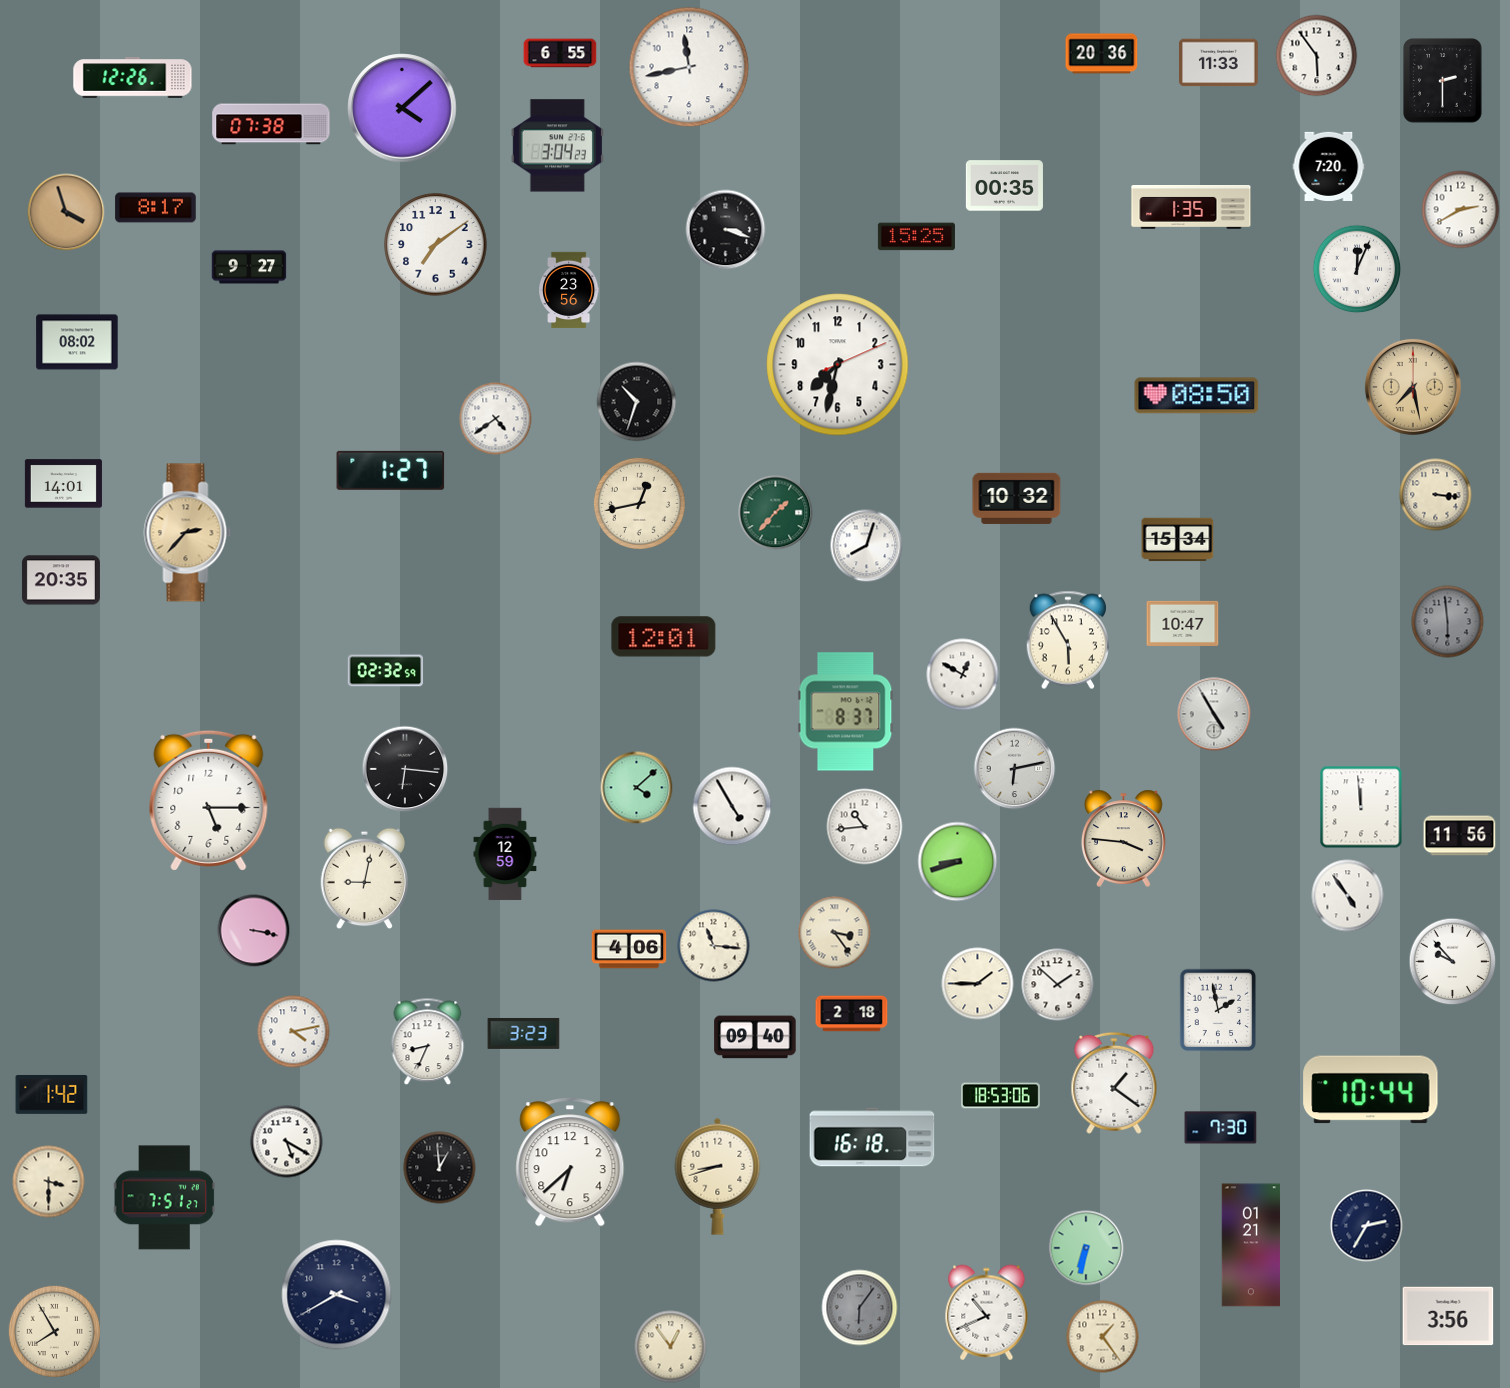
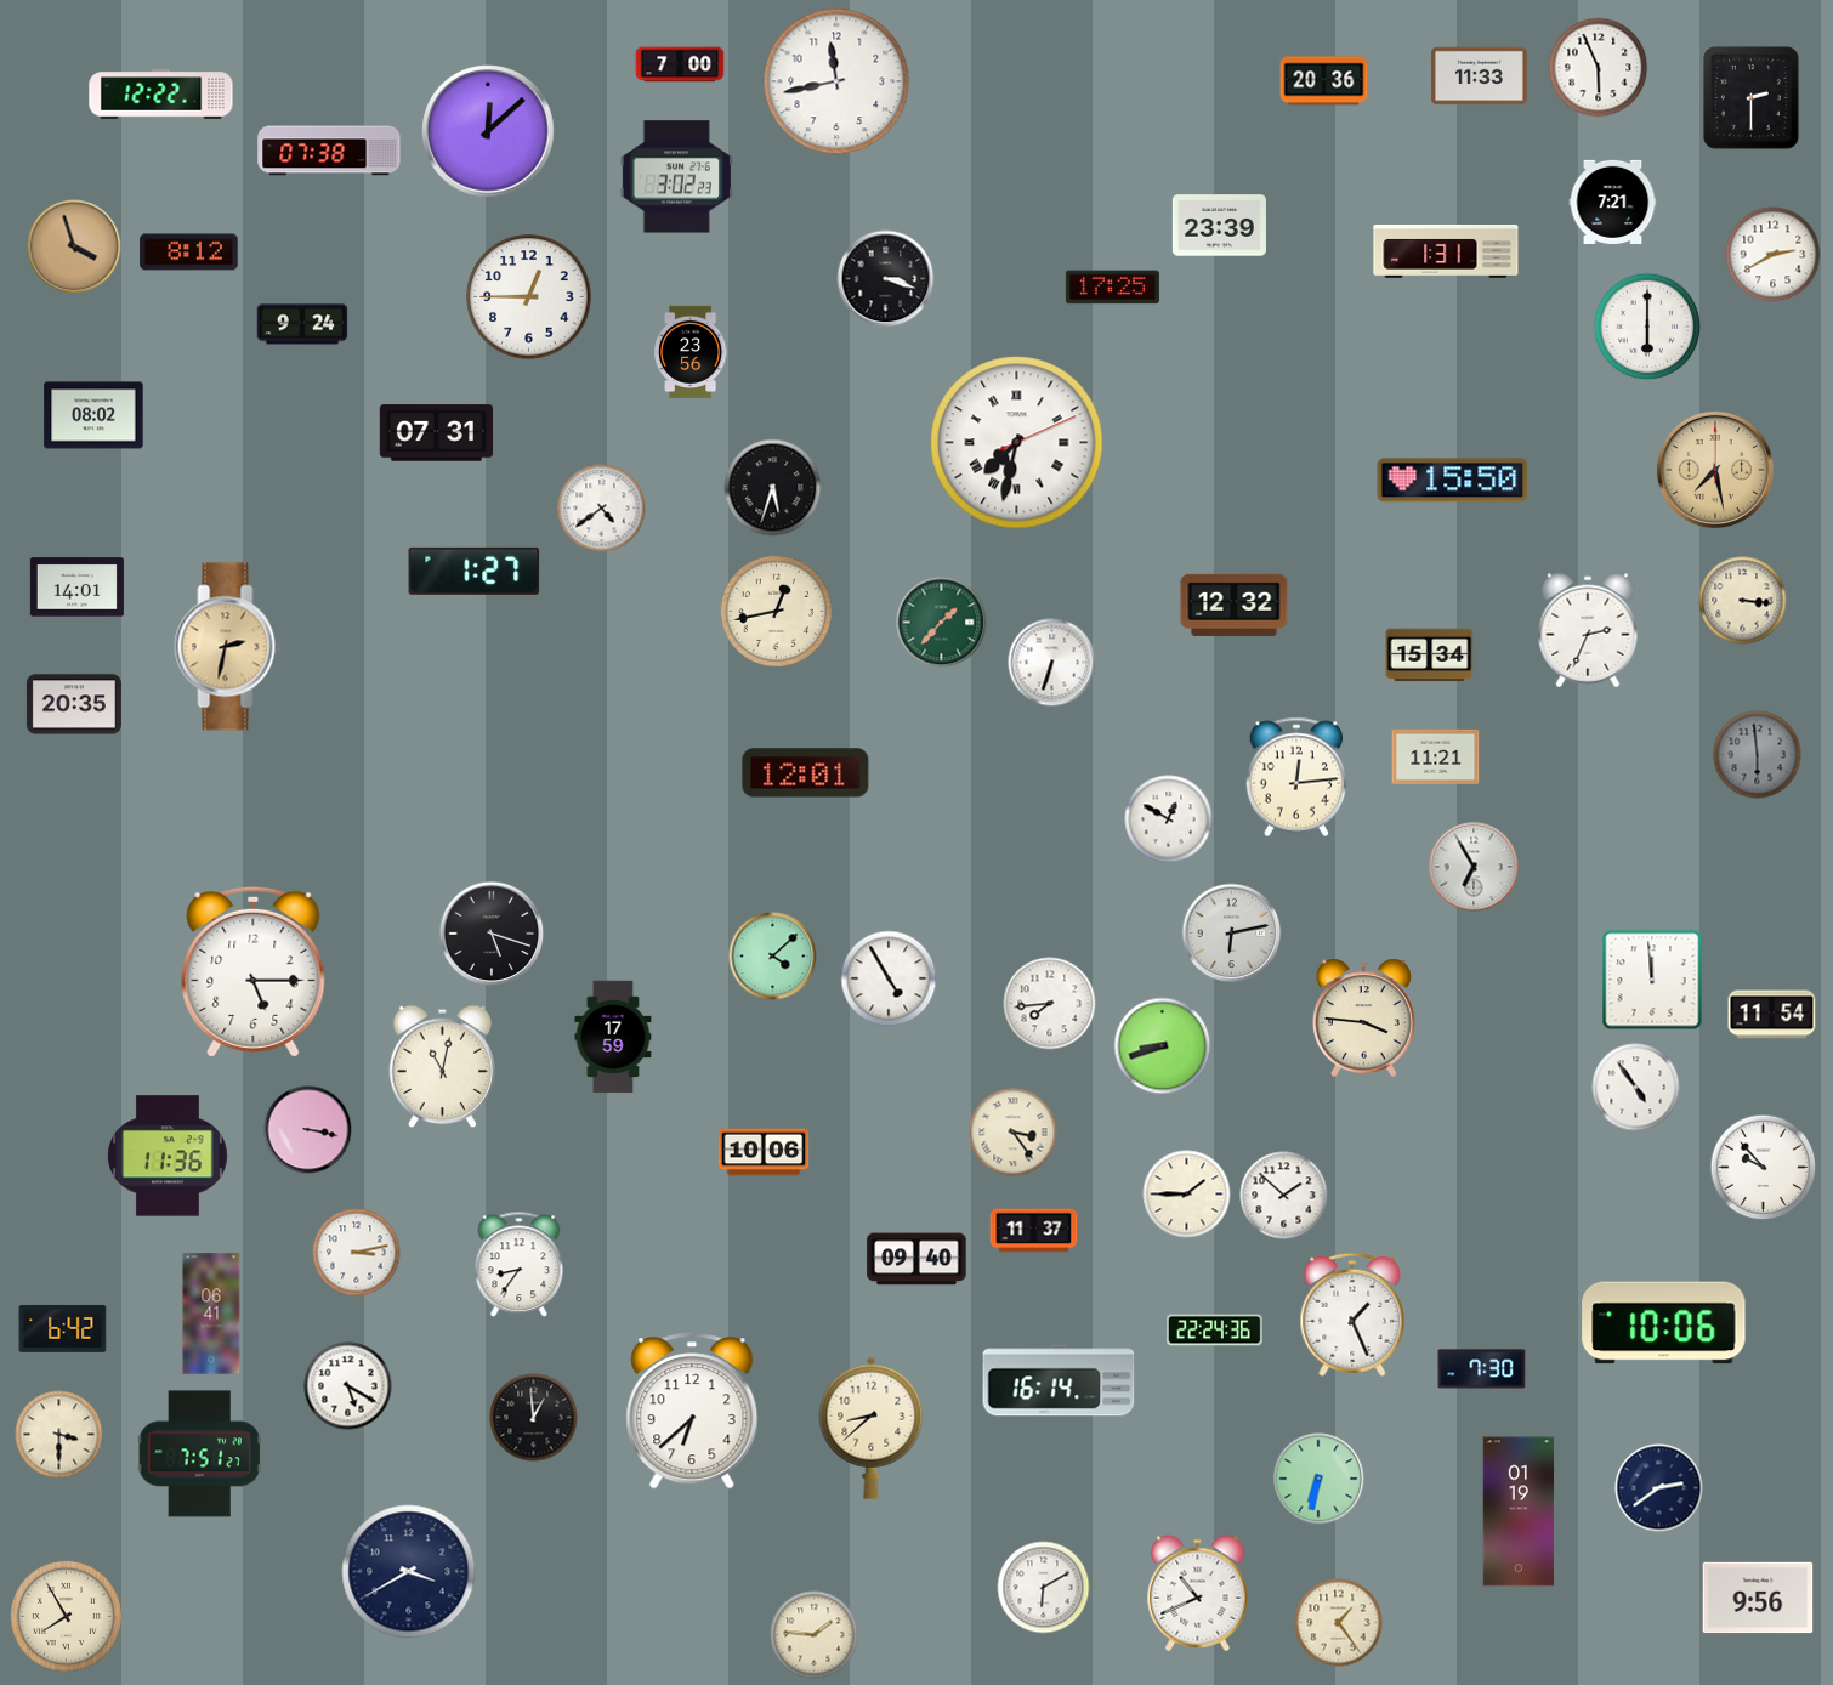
clock at (560, 53): 6:55 -> 7:00
clock at (1102, 54) position: (1102, 54) -> (1324, 81)
clock at (1317, 56): 5:54 -> 5:56
clock at (133, 78): 12:26 -> 12:22
clock at (402, 108): 4:08 -> 12:08
clock at (557, 146): 3:04 -> 3:02
clock at (1329, 166): 7:20 -> 7:21
clock at (1004, 186): 00:35 -> 23:39
clock at (156, 208): 8:17 -> 8:12
clock at (1191, 208): 1:35 -> 1:31
clock at (66, 212) position: (66, 212) -> (74, 246)
clock at (726, 230) position: (726, 230) -> (886, 279)
clock at (916, 237): 15:25 -> 17:25
clock at (436, 245): 7:09 -> 12:45
clock at (249, 267): 9:27 -> 9:24
clock at (1357, 269): 12:04 -> 6:00
clock at (436, 433): none -> 07:31
clock at (838, 365) numerals: Arabic -> Roman
clock at (1197, 396): 08:50 -> 15:50
clock at (637, 402): 10:33 -> 5:33
clock at (1017, 498): 10:32 -> 12:32
clock at (1588, 630): none -> 2:34
clock at (188, 533): 2:37 -> 2:32
clock at (867, 546): 8:03 -> 6:33
clock at (1183, 623): 10:47 -> 11:21
clock at (1068, 640): 5:55 -> 12:14
clock at (386, 671): 02:32 -> none
clock at (846, 712): 8:37 -> none
clock at (1214, 714): 4:55 -> 6:55
clock at (405, 769): 6:16 -> 5:18
clock at (865, 827): 10:44 -> 7:44
clock at (1460, 836): 11:56 -> 11:54
clock at (505, 854): 12:59 -> 17:59
clock at (365, 879): 9:02 -> 11:02
clock at (714, 946): 11:16 -> none
clock at (629, 949): 4:06 -> 10:06
clock at (168, 1156): none -> 11:36
clock at (1218, 1010): 1:58 -> none
clock at (852, 1014): 2:18 -> 11:37
clock at (294, 1032): 4:13 -> 3:13
clock at (524, 1033): 3:23 -> none
clock at (428, 1042): 8:34 -> 8:36
clock at (211, 1314): none -> 06:41
clock at (1114, 1083): 1:21 -> 1:26
clock at (1371, 1090): 10:44 -> 10:06
clock at (52, 1094): 1:42 -> 6:42
clock at (1001, 1096): 18:53 -> 22:24
clock at (872, 1137): 16:18 -> 16:14
clock at (718, 1176): 8:42 -> 8:38
clock at (1367, 1226): 2:35 -> 2:39
clock at (1251, 1245): 01:21 -> 01:19
clock at (1086, 1248) position: (1086, 1248) -> (1318, 1479)
clock at (860, 1308): 6:06 -> 6:10
clock at (860, 1308) dial: grey -> white
clock at (1448, 1316): 3:56 -> 9:56
clock at (671, 1347): 12:54 -> 1:46
